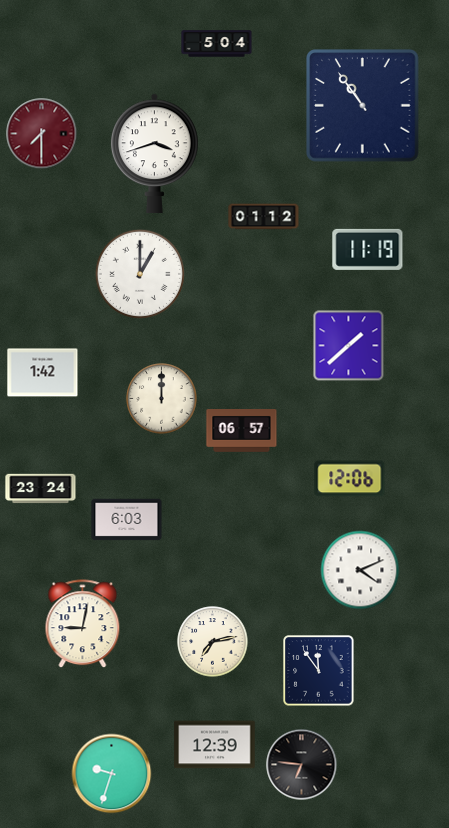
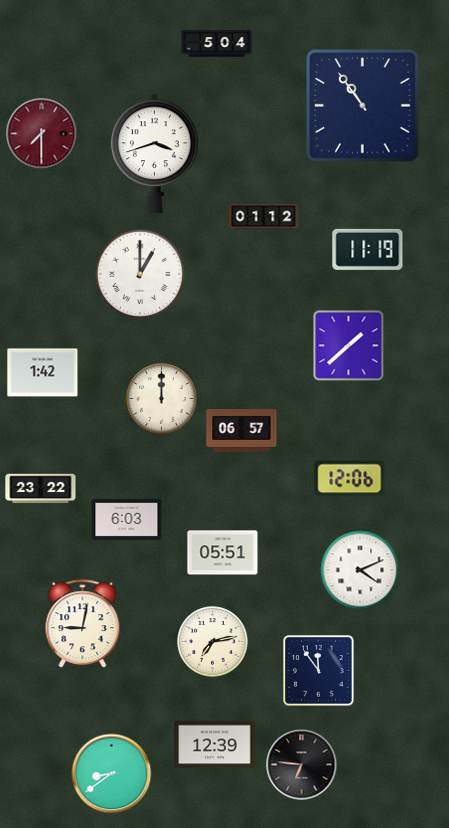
clock at (41, 489): 23:24 -> 23:22
clock at (223, 553): none -> 05:51
clock at (112, 774): 9:33 -> 8:39
